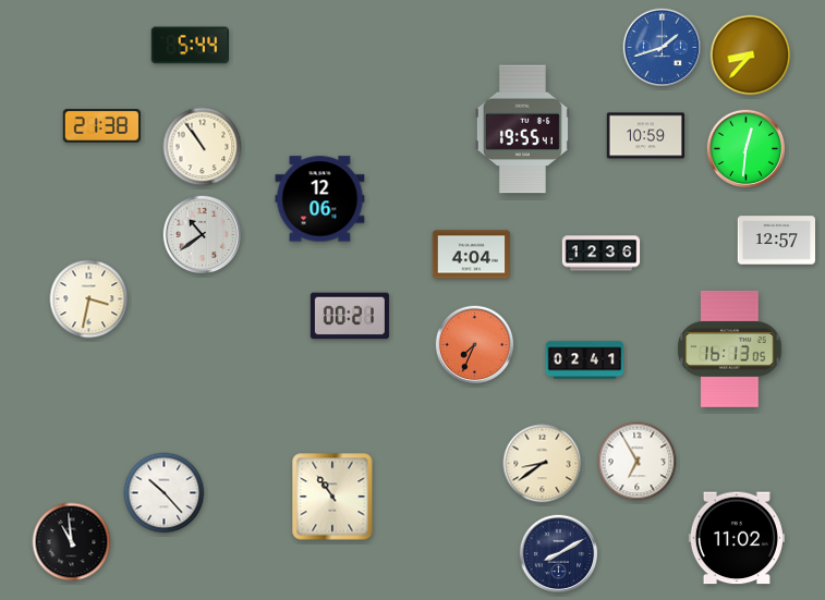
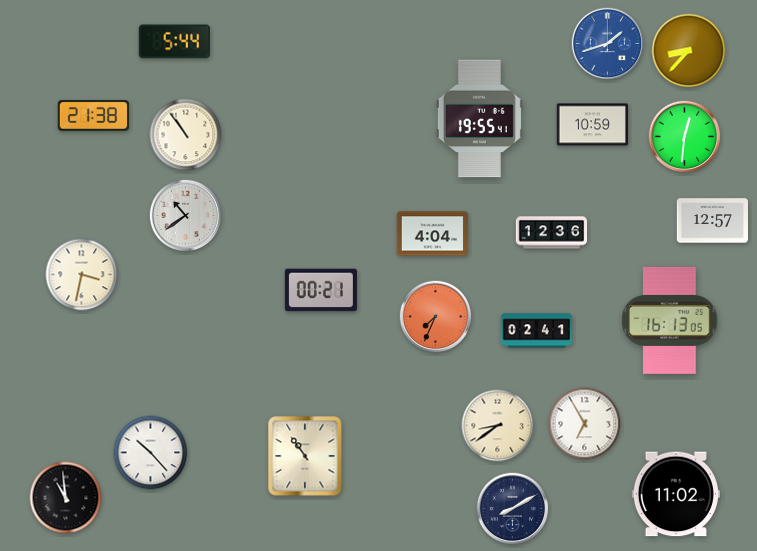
clock at (320, 199): 12:06 -> none
